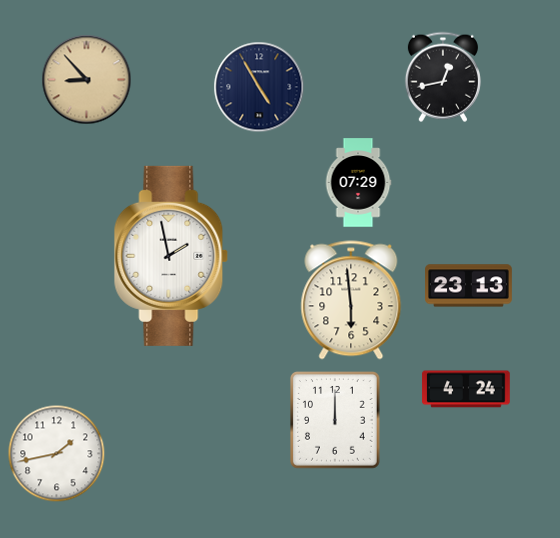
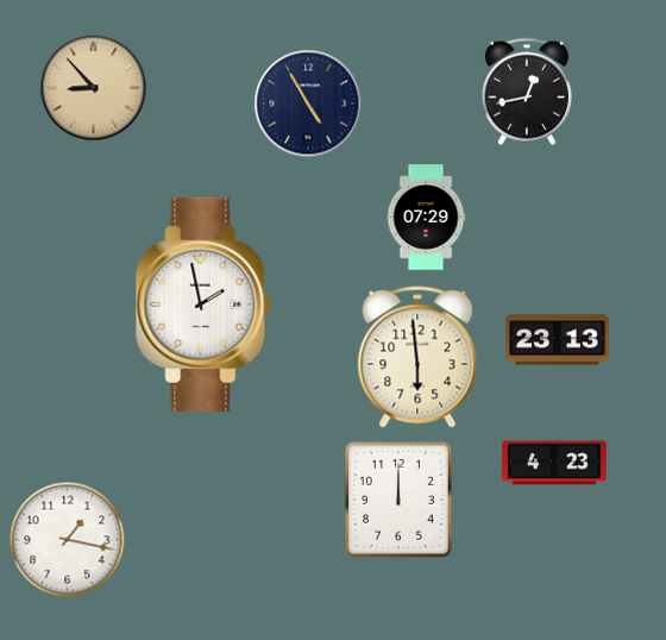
clock at (87, 80) position: (87, 80) -> (94, 88)
clock at (466, 389): 4:24 -> 4:23
clock at (57, 454): 1:43 -> 1:17
